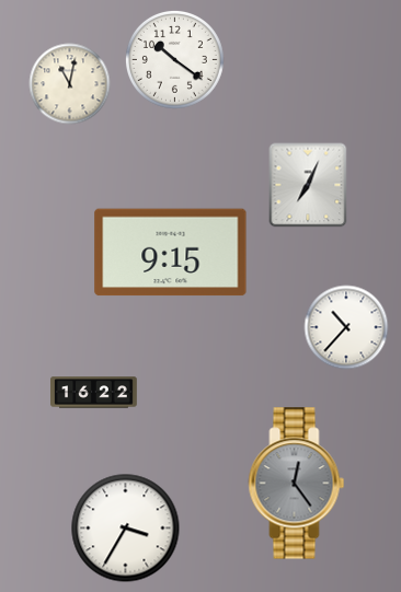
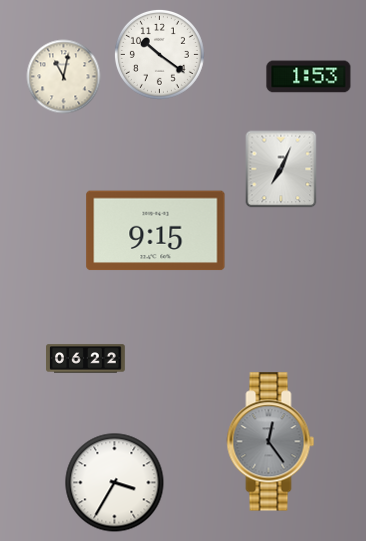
clock at (309, 77): none -> 1:53
clock at (346, 327): 10:37 -> none
clock at (94, 393): 16:22 -> 06:22
